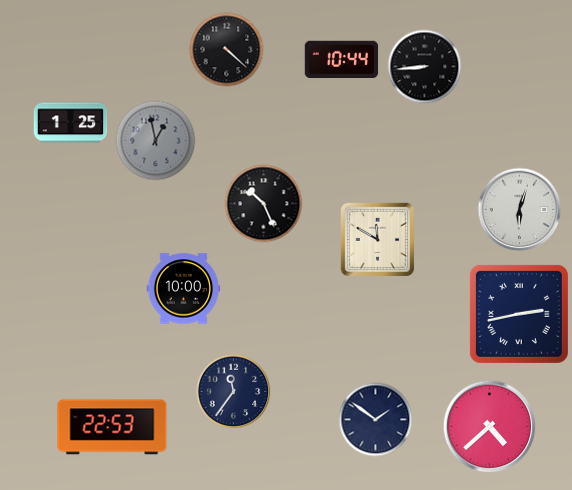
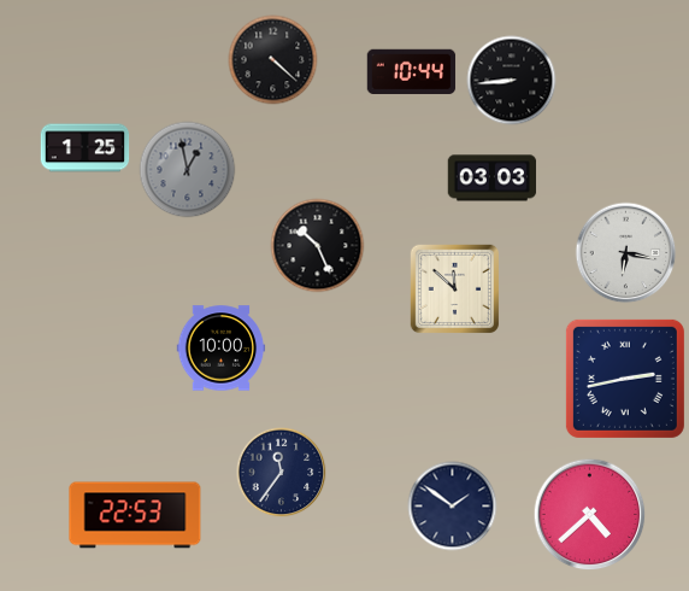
clock at (493, 179): none -> 03:03
clock at (520, 210): 6:03 -> 6:17
clock at (377, 239): 11:50 -> 11:52
